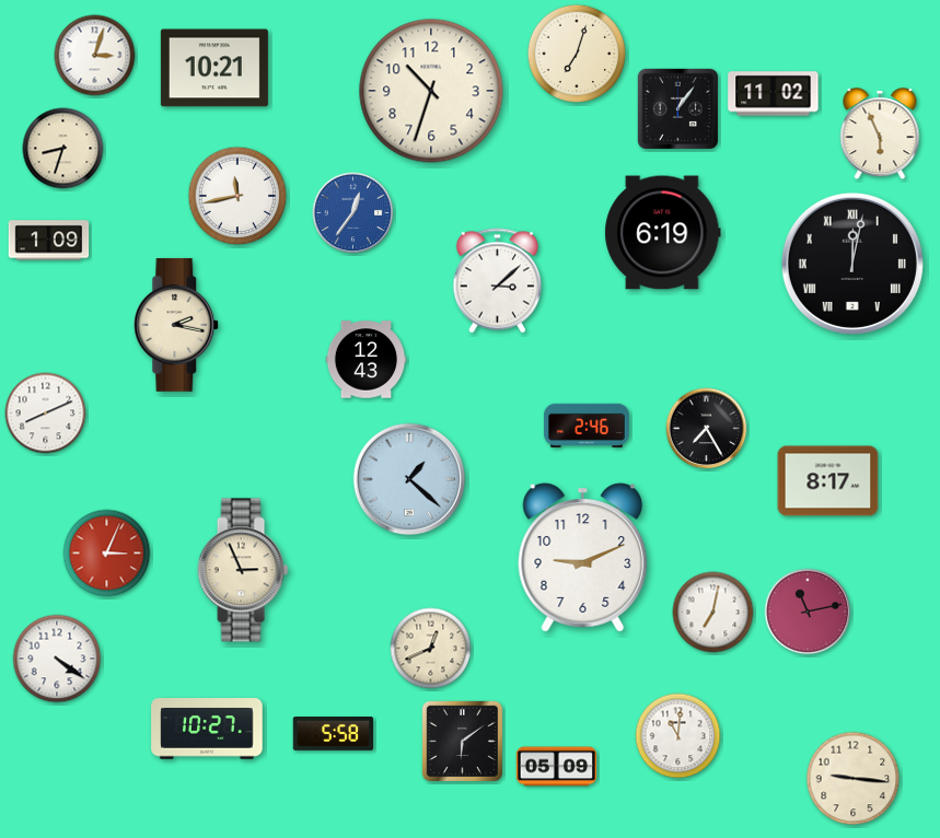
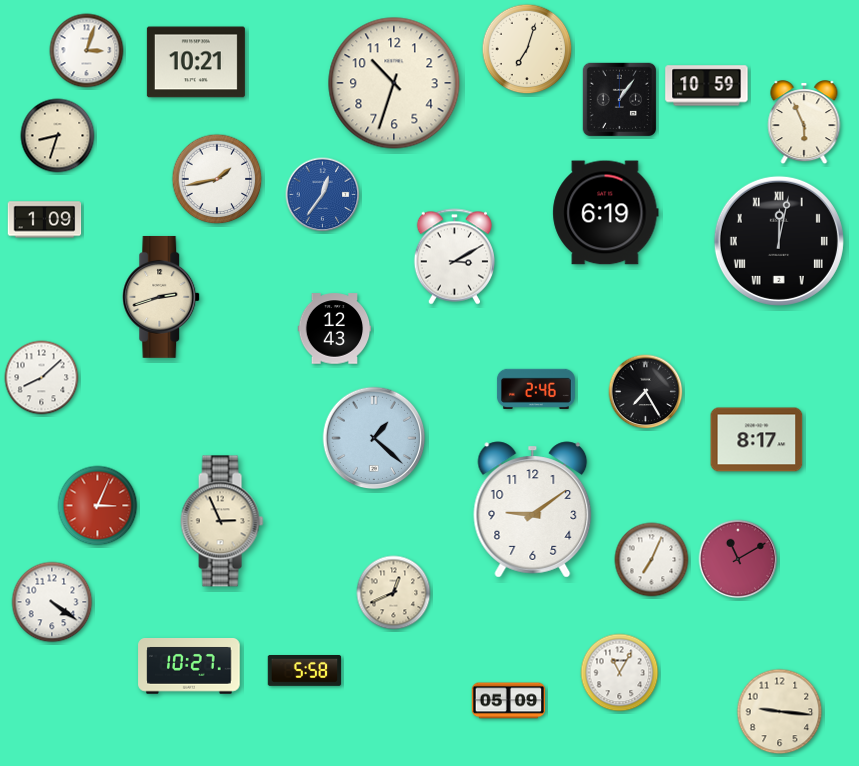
clock at (774, 94): 11:02 -> 10:59
clock at (237, 196): 11:43 -> 1:43
clock at (497, 281): 3:08 -> 3:10
clock at (177, 325): 2:17 -> 2:42
clock at (46, 414): 8:11 -> 8:08
clock at (583, 558): 9:11 -> 9:09
clock at (808, 612): 11:13 -> 11:10
clock at (713, 613): 7:02 -> 7:04
clock at (678, 736): 11:01 -> 11:05
clock at (462, 741): 6:09 -> none
